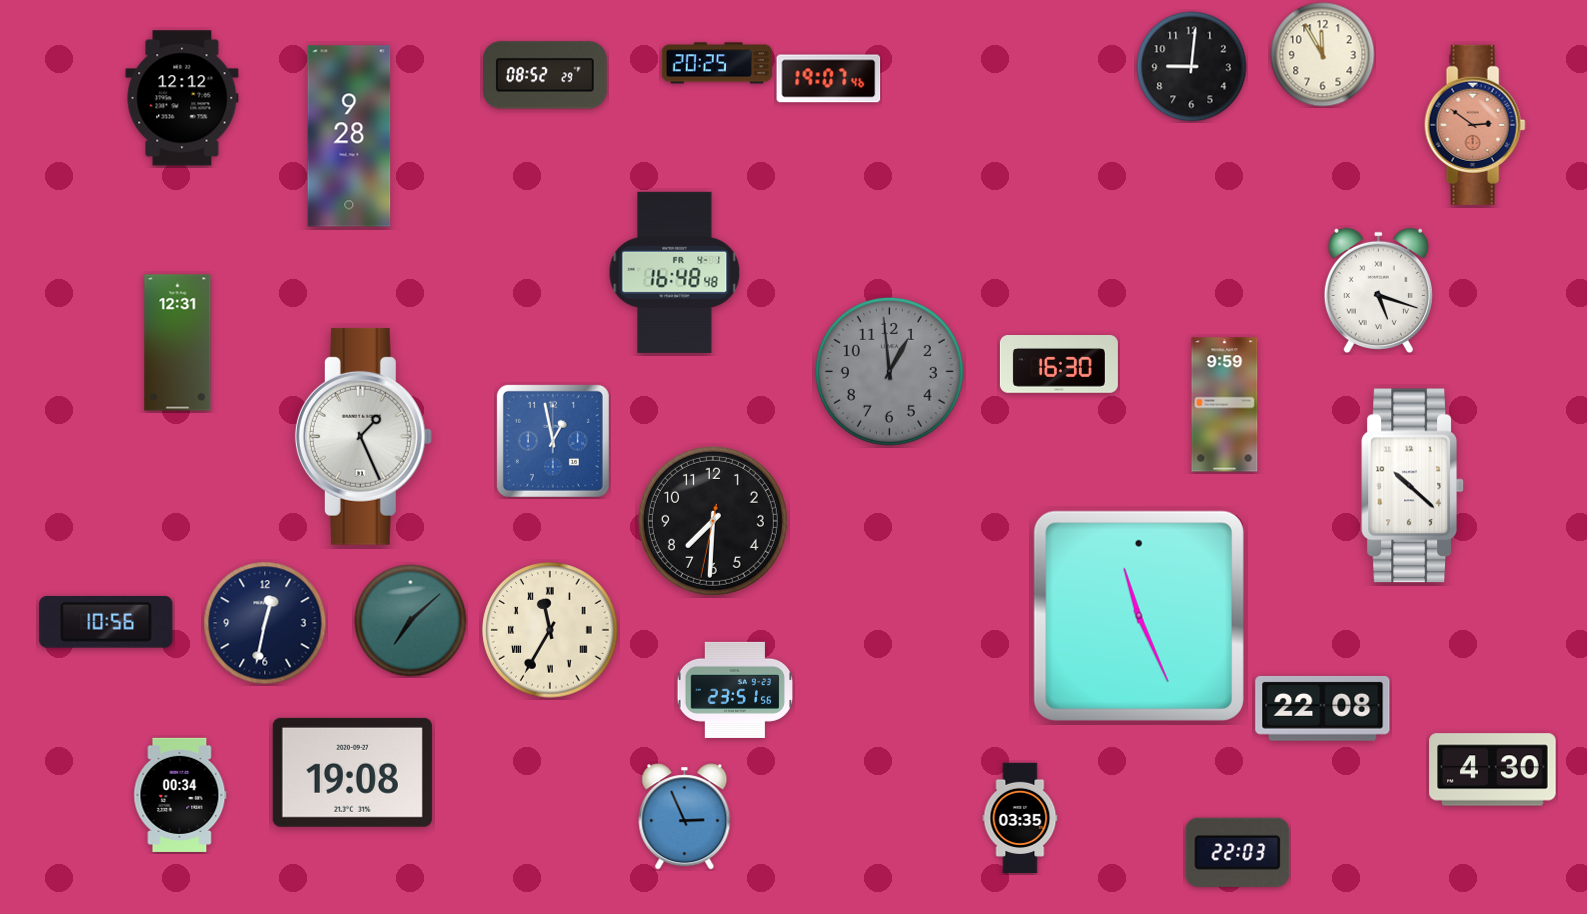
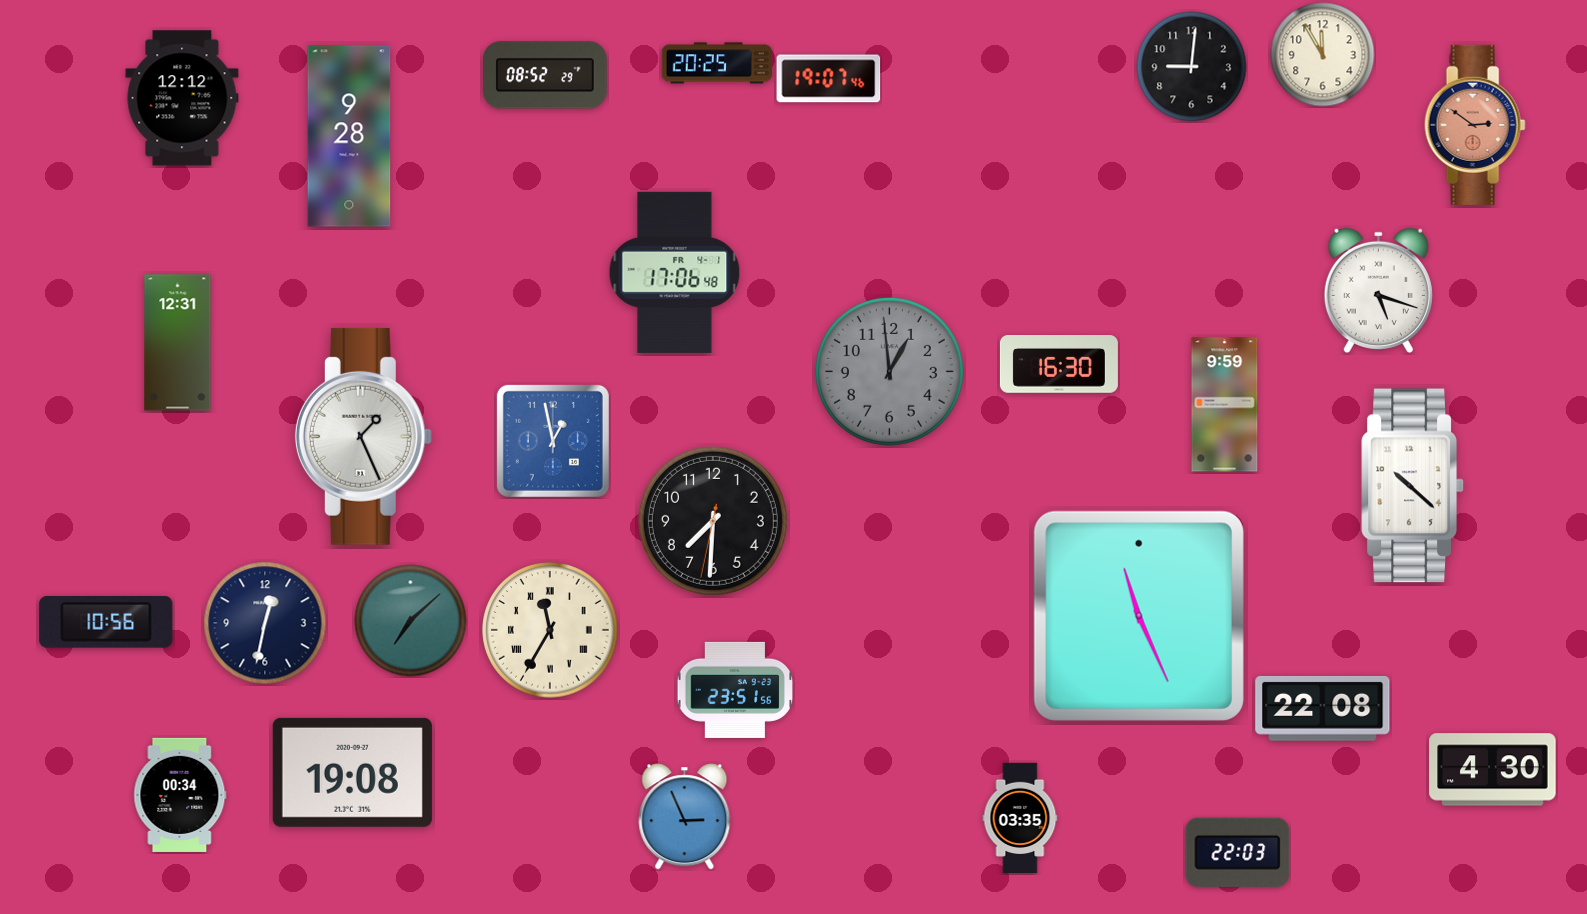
clock at (675, 272): 16:48 -> 17:06
